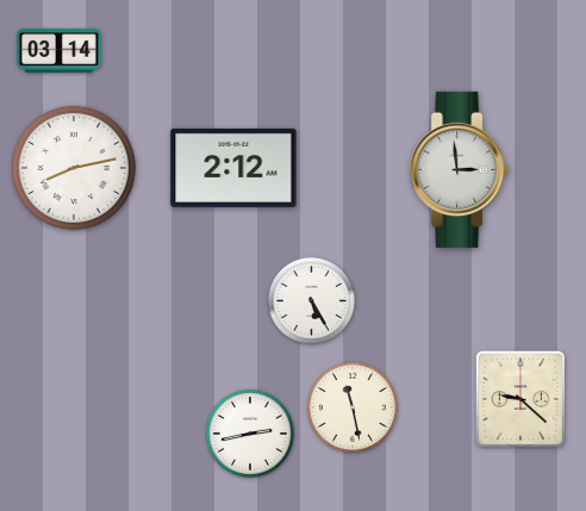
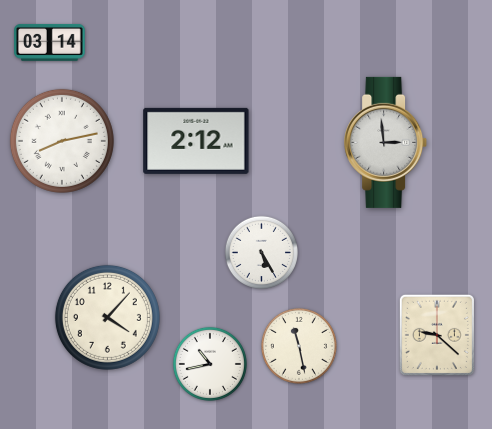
clock at (107, 317): none -> 4:07
clock at (353, 407) position: (353, 407) -> (299, 346)
clock at (250, 434): 2:43 -> 10:43
